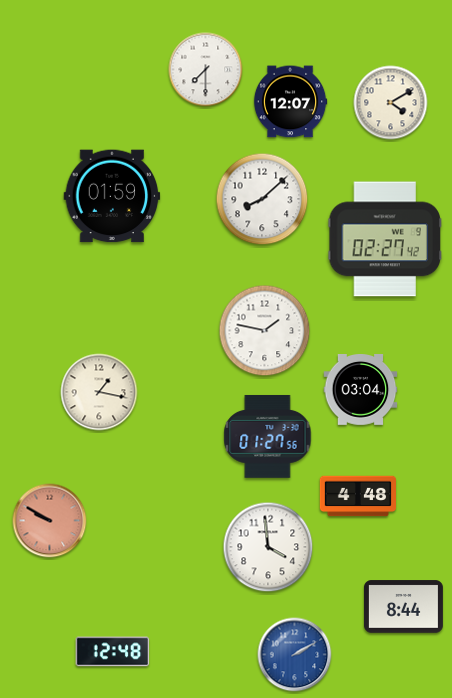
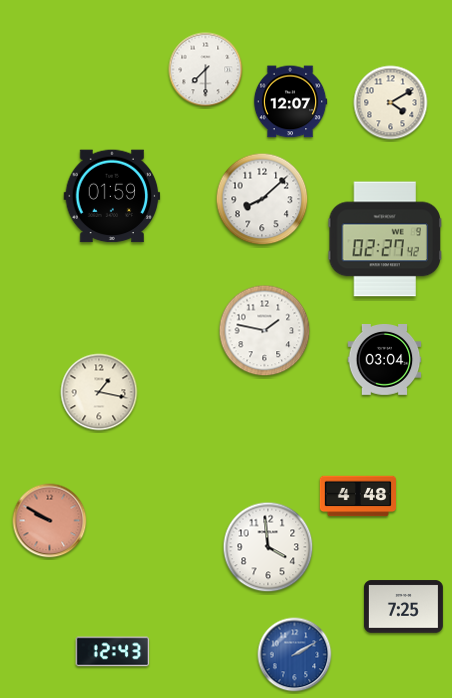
clock at (361, 390) position: (361, 390) -> (385, 360)
clock at (268, 436): 01:27 -> none
clock at (403, 607): 8:44 -> 7:25
clock at (113, 652): 12:48 -> 12:43
